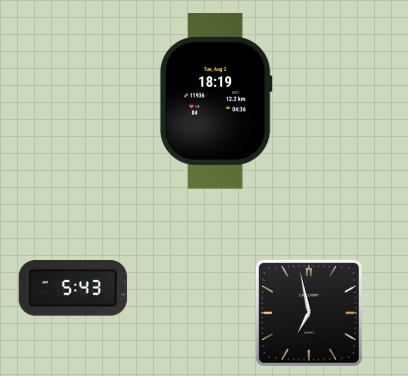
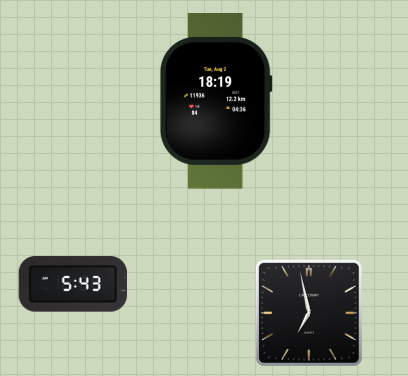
clock at (73, 288) position: (73, 288) -> (73, 284)
